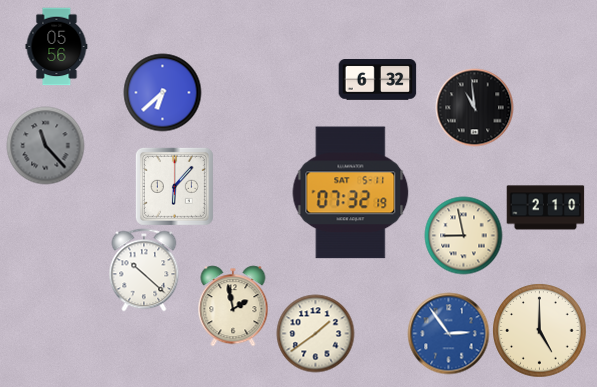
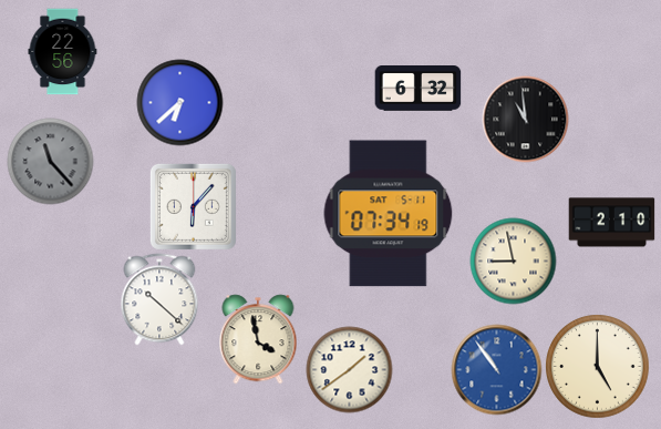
clock at (57, 46): 05:56 -> 22:56
clock at (351, 193): 07:32 -> 07:34
clock at (545, 208) position: (545, 208) -> (611, 223)
clock at (233, 306): 1:58 -> 3:58
clock at (448, 333): 2:54 -> 10:54
